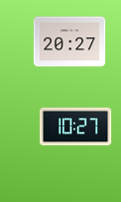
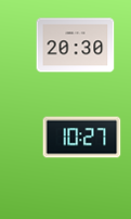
clock at (70, 42): 20:27 -> 20:30
